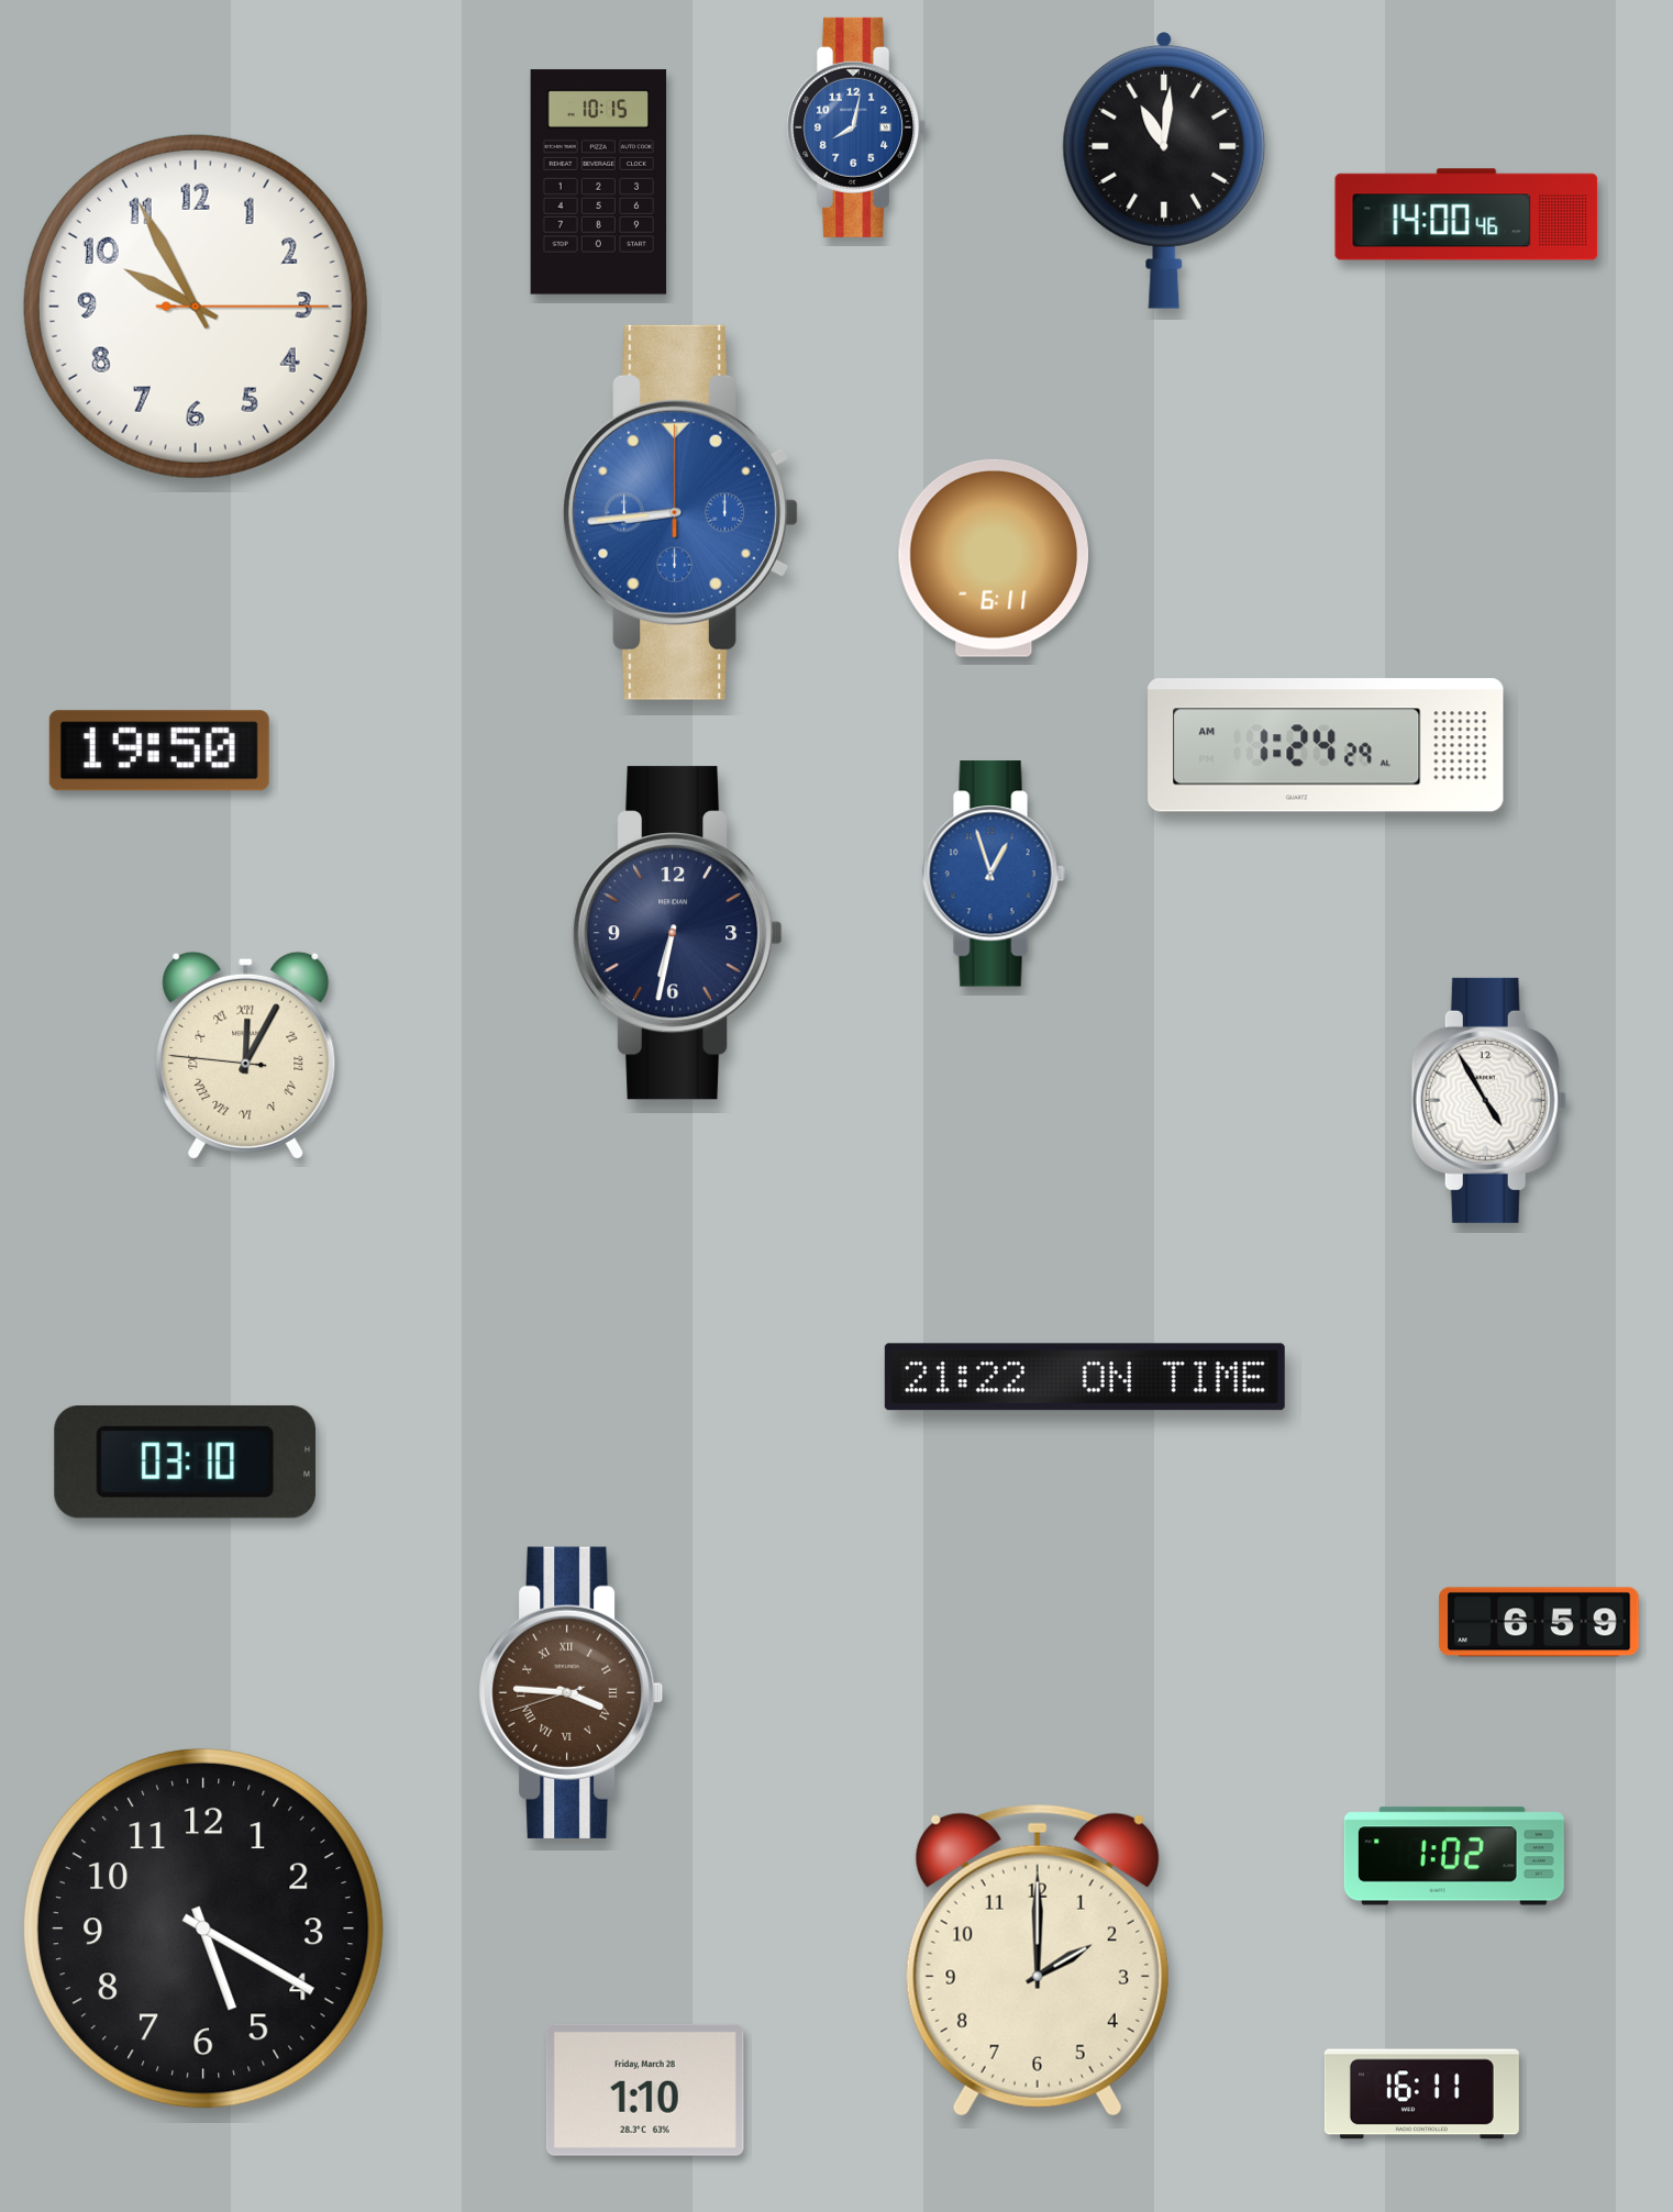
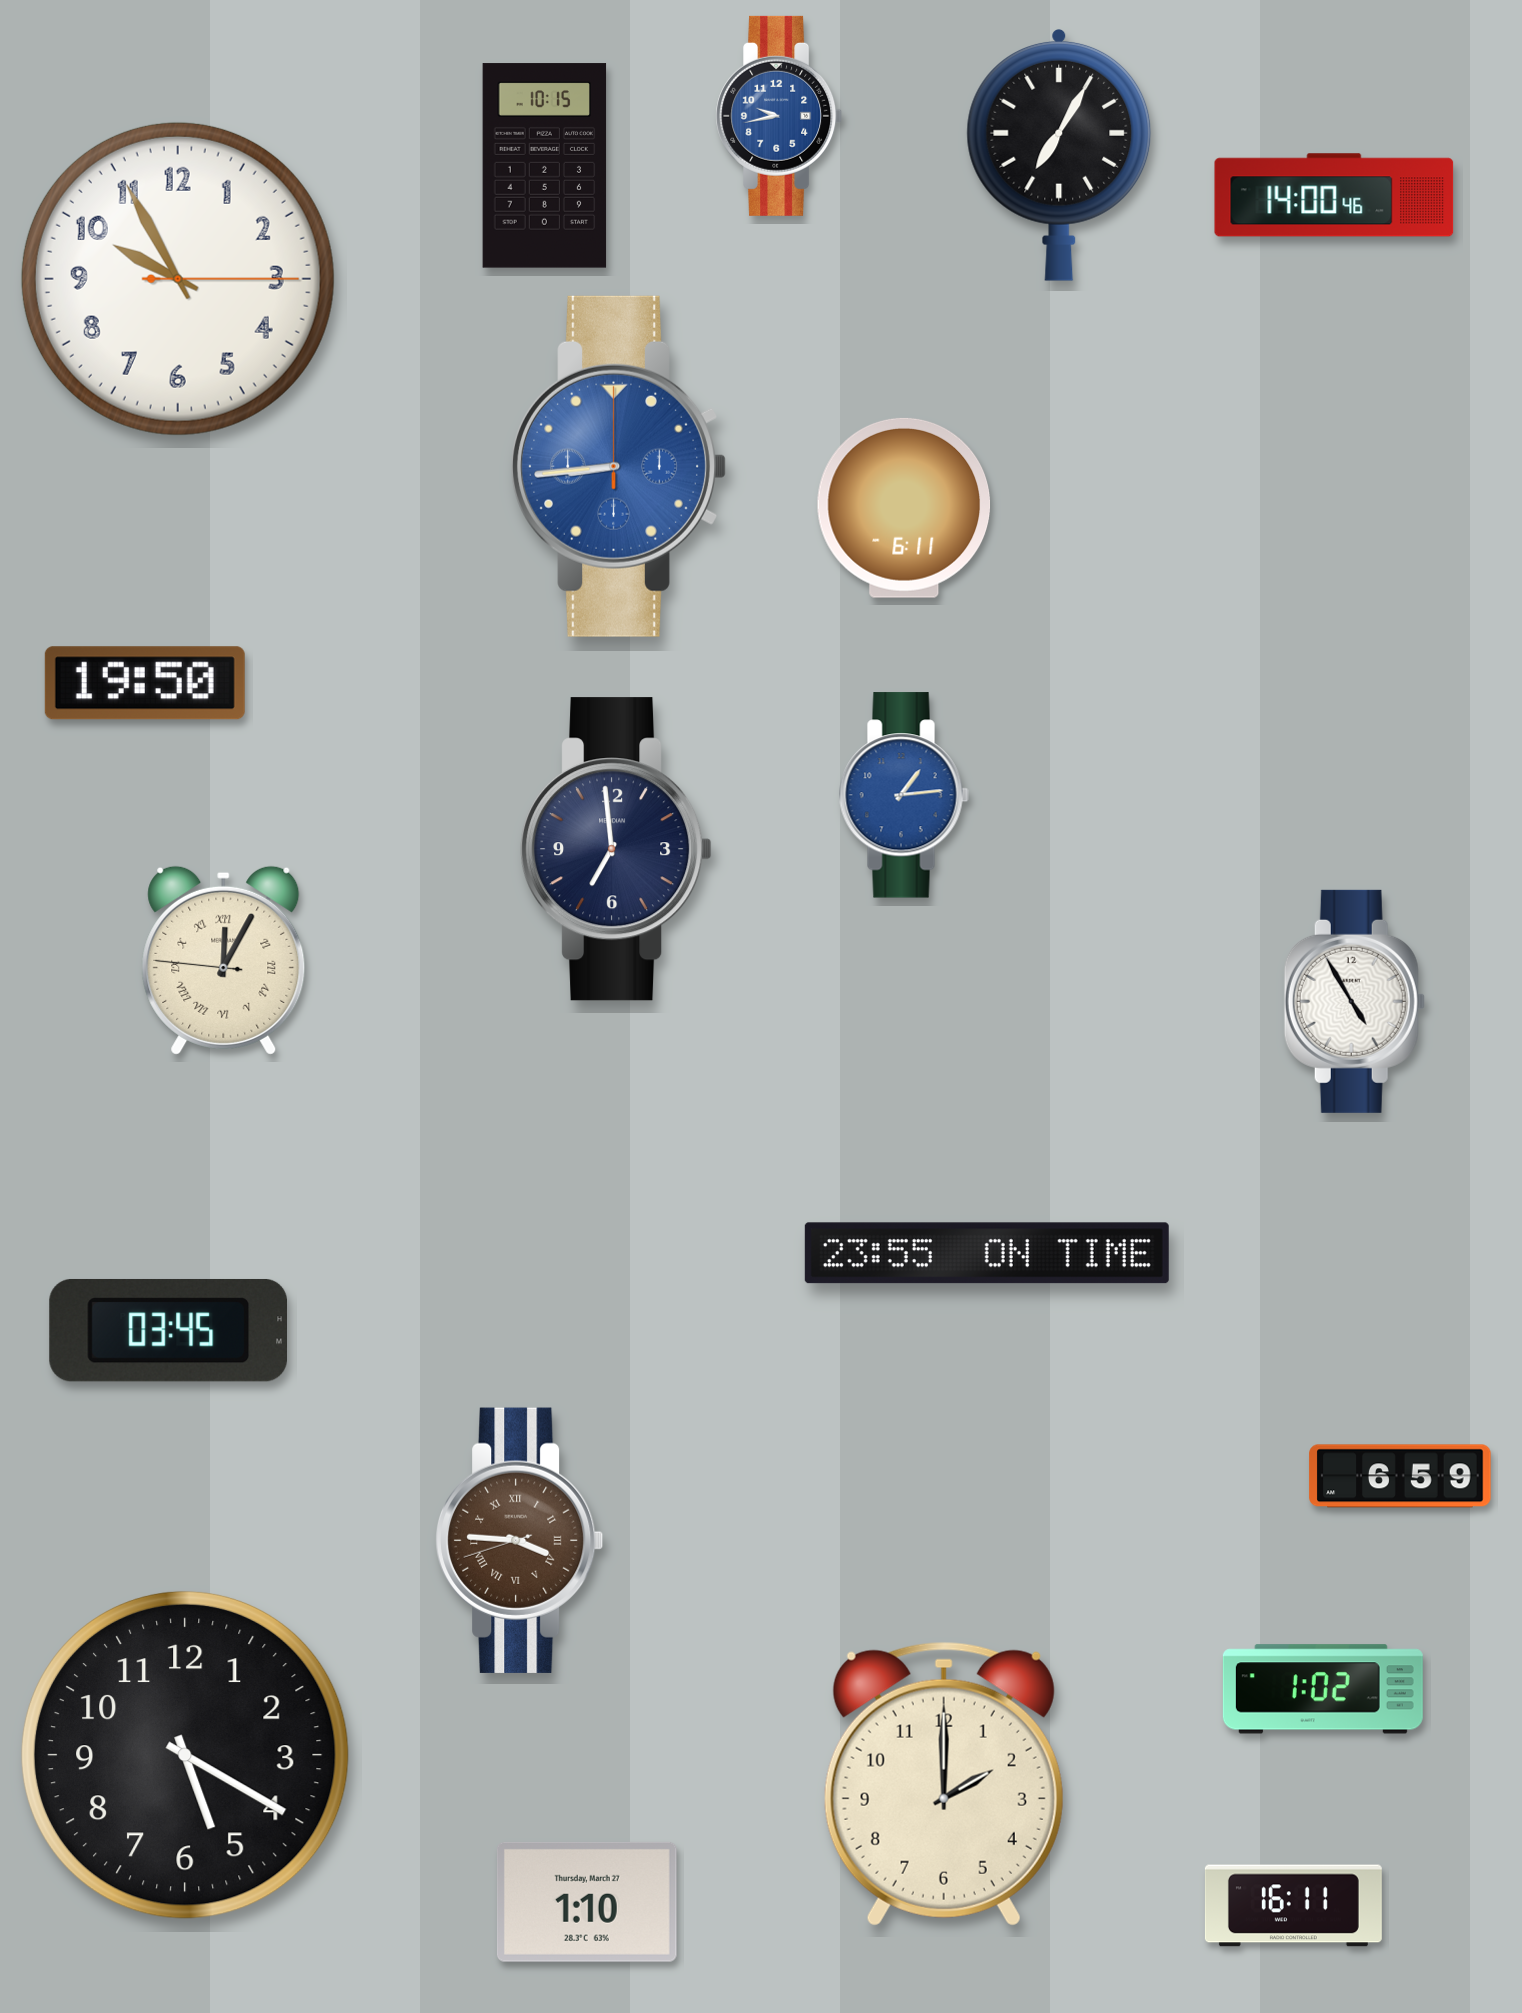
clock at (856, 127): 8:02 -> 9:43
clock at (1164, 170): 11:01 -> 7:05
clock at (1326, 745): 1:24 -> none
clock at (994, 874): 12:57 -> 1:14
clock at (677, 933): 6:32 -> 6:59
clock at (1085, 1377): 21:22 -> 23:55
clock at (185, 1461): 03:10 -> 03:45
clock at (645, 2090) date: Friday, March 28 -> Thursday, March 27
